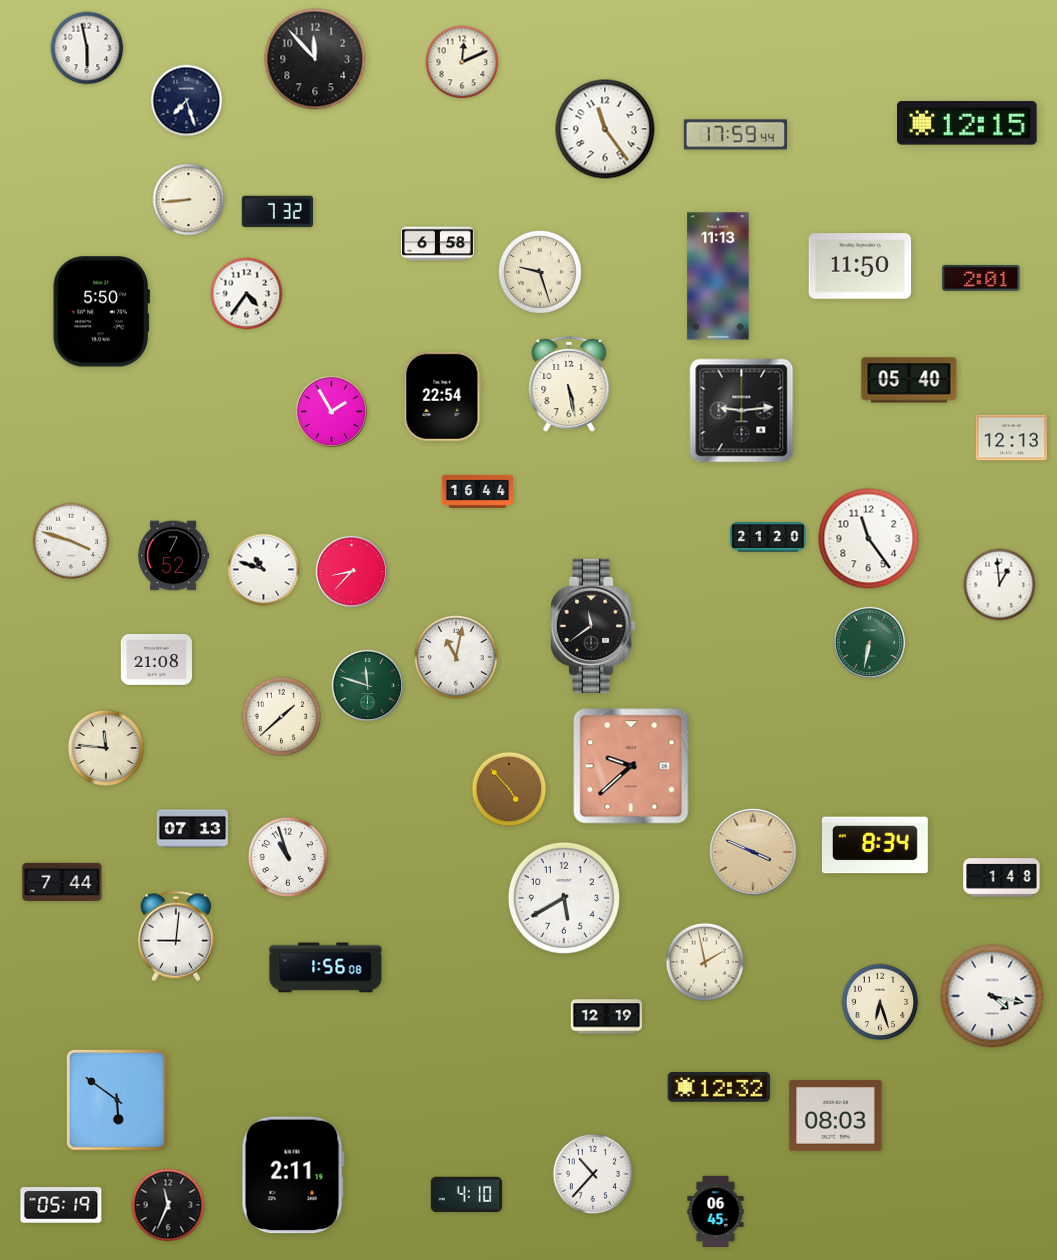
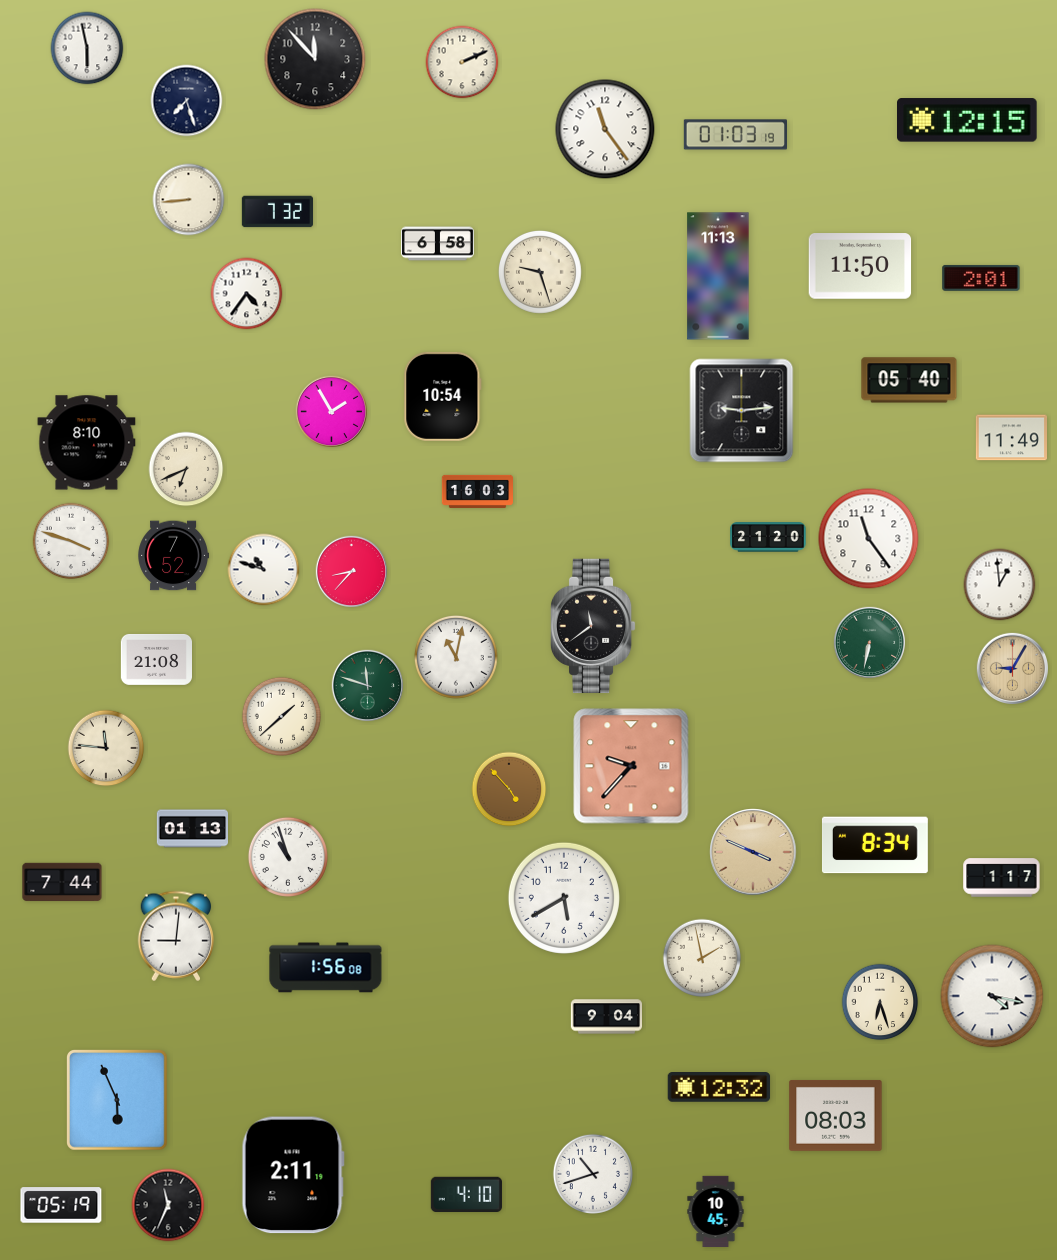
clock at (462, 62): 12:11 -> 2:11
clock at (968, 123) position: (968, 123) -> (968, 120)
clock at (735, 135): 17:59 -> 01:03
clock at (101, 312): 5:50 -> none
clock at (569, 384): 5:28 -> none
clock at (443, 396): 22:54 -> 10:54
clock at (1011, 438): 12:13 -> 11:49
clock at (87, 443): none -> 8:10
clock at (186, 469): none -> 6:41
clock at (477, 491): 16:44 -> 16:03
clock at (1012, 668): none -> 9:05
clock at (631, 766): 9:38 -> 9:37
clock at (192, 829): 07:13 -> 01:13
clock at (1002, 878): 1:48 -> 1:17
clock at (705, 962) position: (705, 962) -> (702, 958)
clock at (606, 1017): 12:19 -> 9:04
clock at (118, 1101): 5:51 -> 5:56
clock at (593, 1174): 10:37 -> 10:42
clock at (716, 1211): 06:45 -> 10:45
